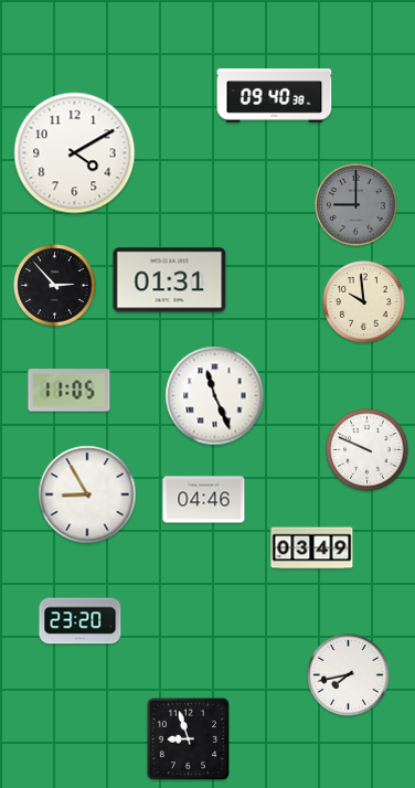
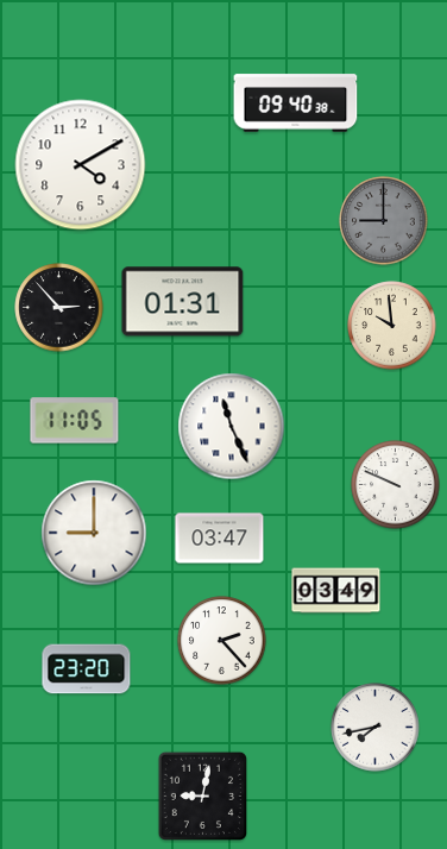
clock at (87, 494): 8:55 -> 9:00
clock at (204, 500): 04:46 -> 03:47
clock at (222, 641): none -> 2:23
clock at (188, 738): 8:57 -> 9:02
